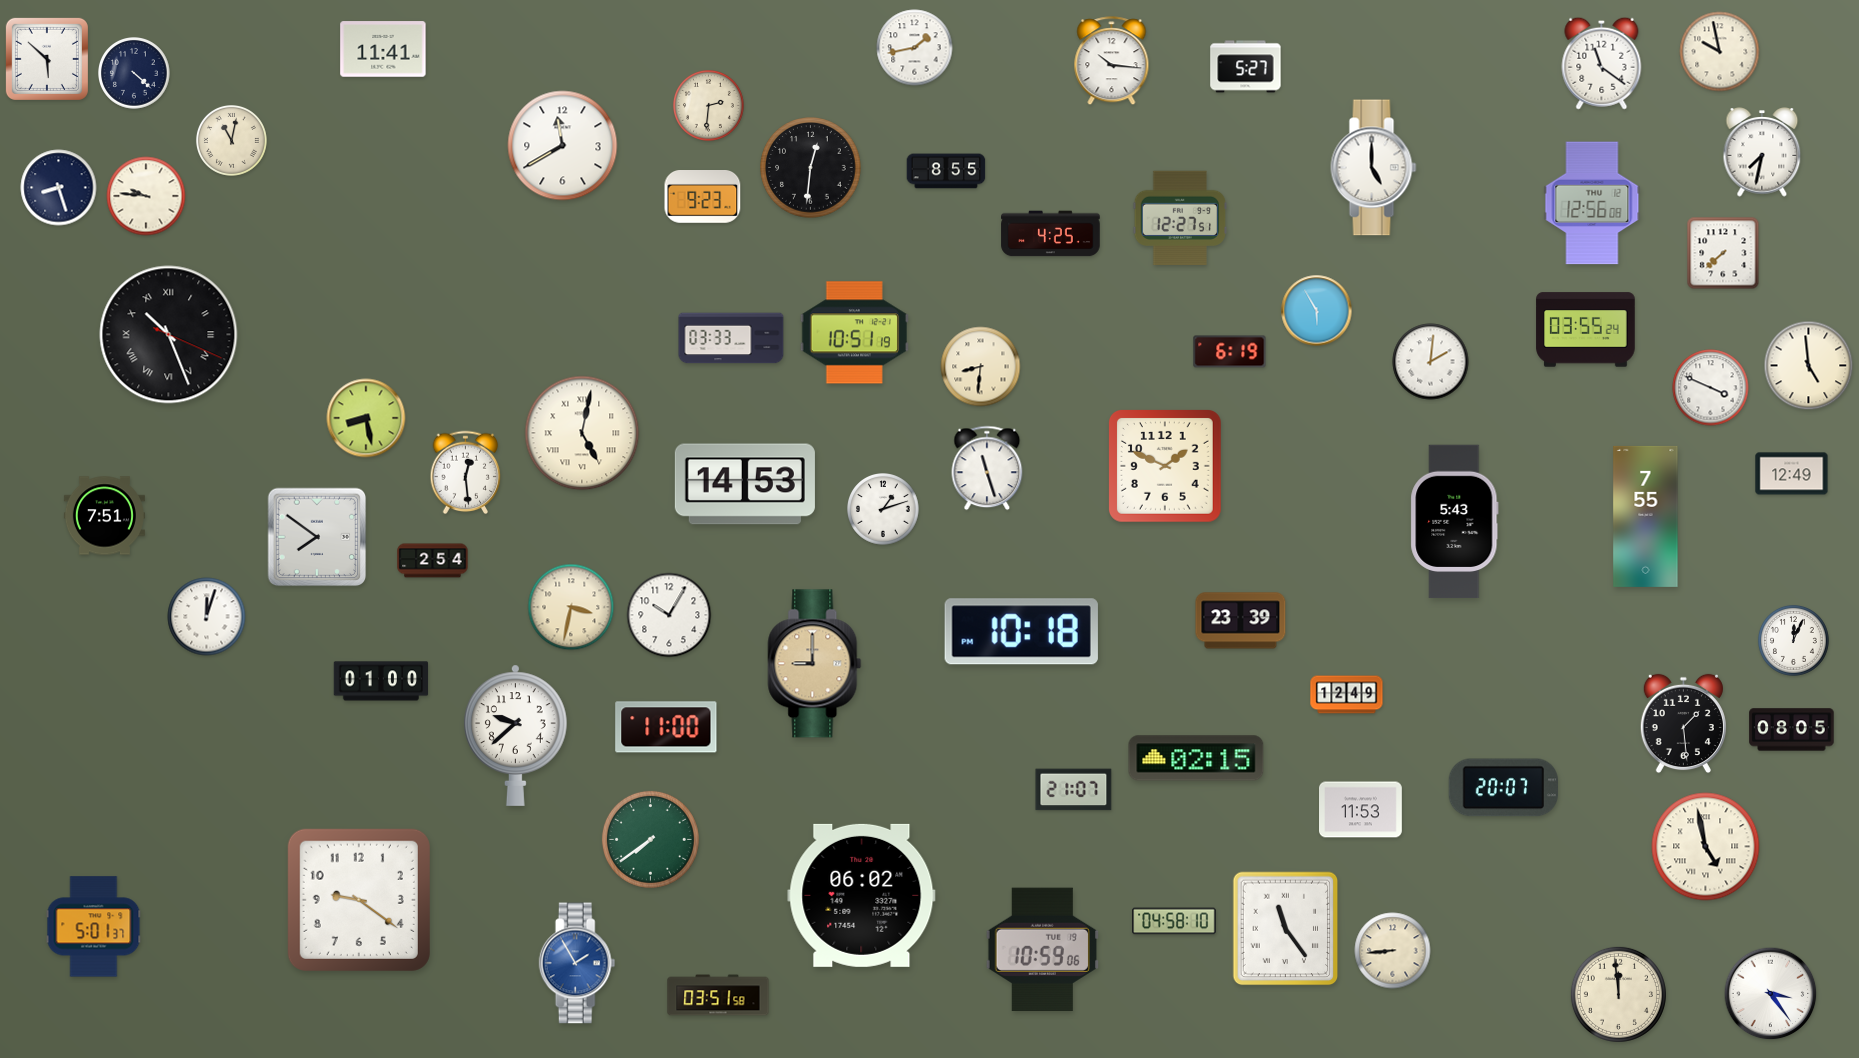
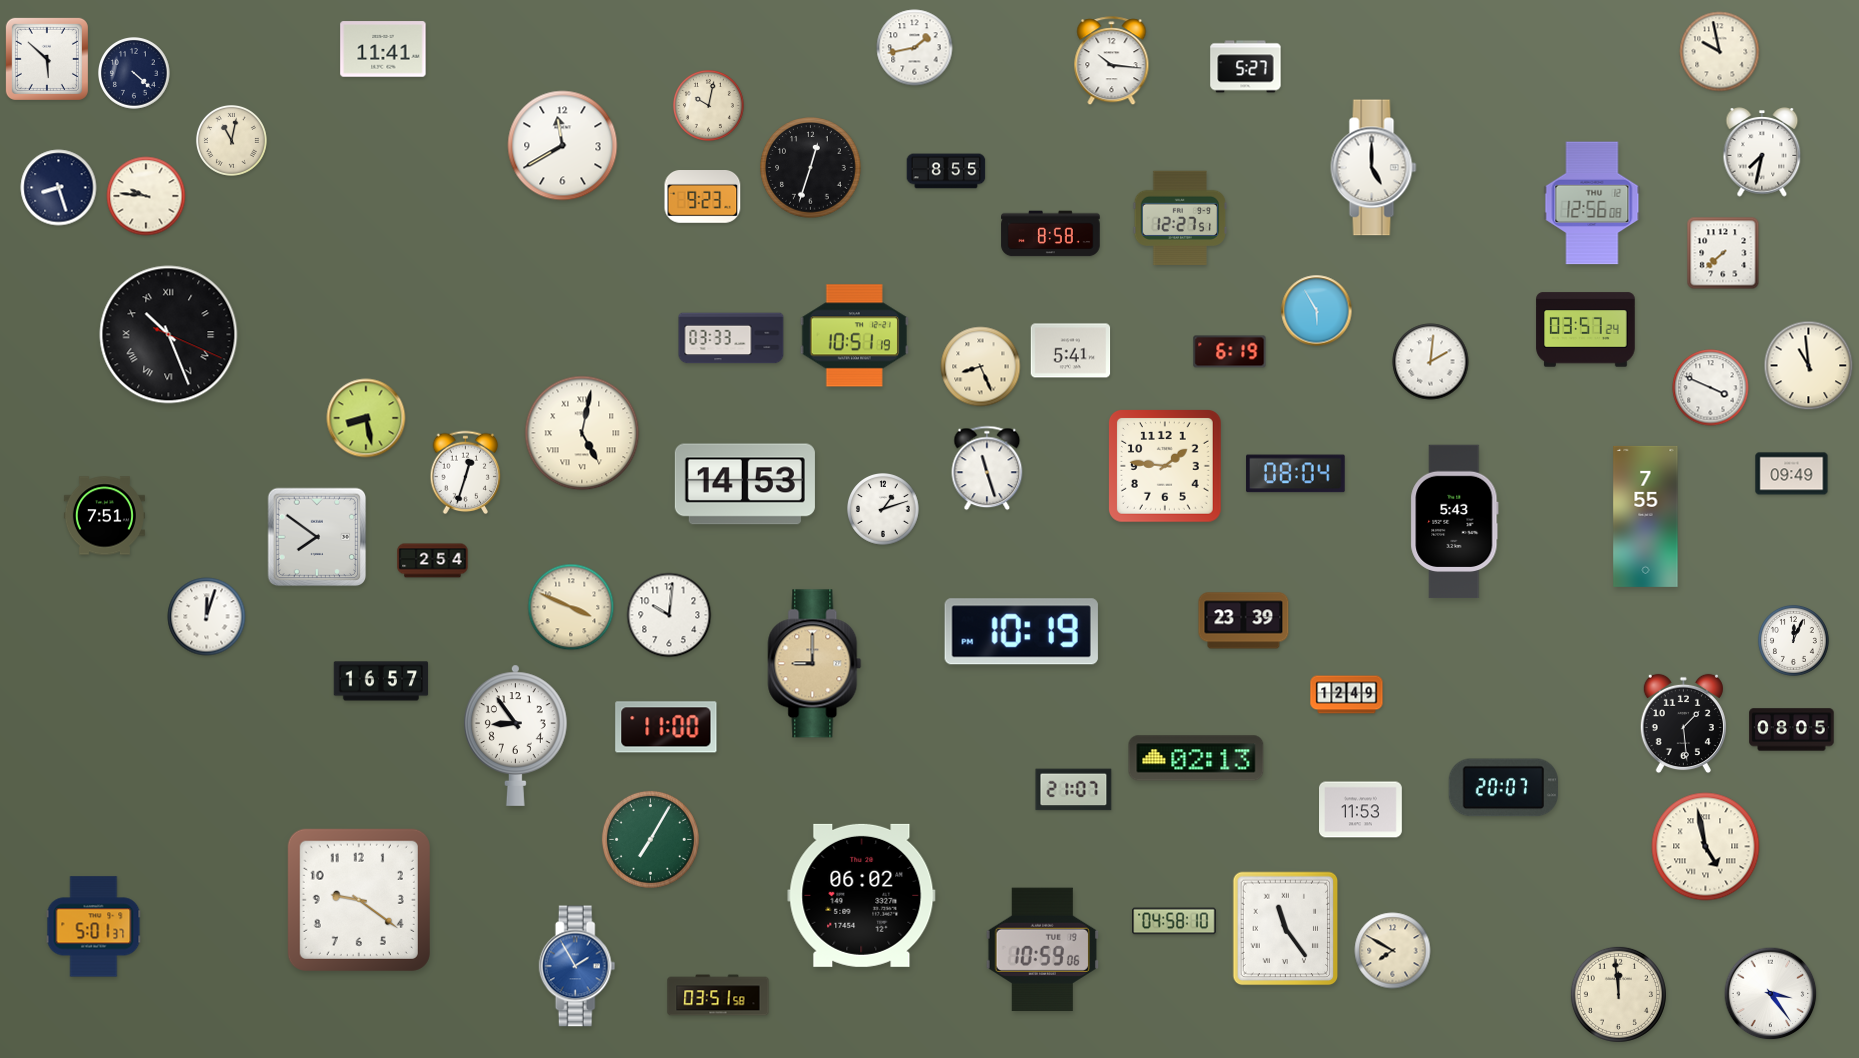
clock at (1602, 63): 11:21 -> none
clock at (709, 106): 2:31 -> 10:02
clock at (811, 168): 12:31 -> 12:33
clock at (1051, 234): 4:25 -> 8:58
clock at (1586, 330): 03:55 -> 03:57
clock at (854, 333) position: (854, 333) -> (854, 336)
clock at (1071, 351): none -> 5:41
clock at (1809, 366): 4:59 -> 10:59
clock at (981, 367): 8:31 -> 8:26
clock at (1165, 466): 1:49 -> 1:46
clock at (466, 473): 12:29 -> 12:33
clock at (1296, 474): none -> 08:04
clock at (1792, 474): 12:49 -> 09:49
clock at (571, 607): 3:32 -> 3:49
clock at (669, 615): 10:05 -> 10:01
clock at (1241, 621) position: (1241, 621) -> (1244, 621)
clock at (1021, 632): 10:18 -> 10:19
clock at (381, 681): 01:00 -> 16:57
clock at (516, 735): 9:38 -> 8:54
clock at (1196, 758): 02:15 -> 02:13
clock at (650, 839): 7:39 -> 7:05
clock at (1393, 951): 8:44 -> 7:50
clock at (577, 963) position: (577, 963) -> (577, 966)
